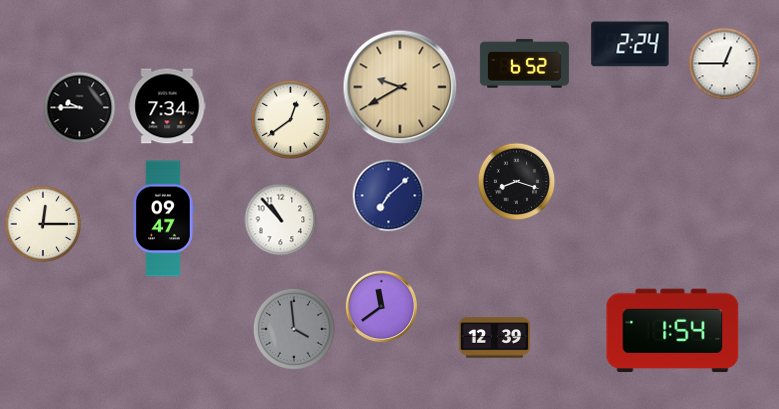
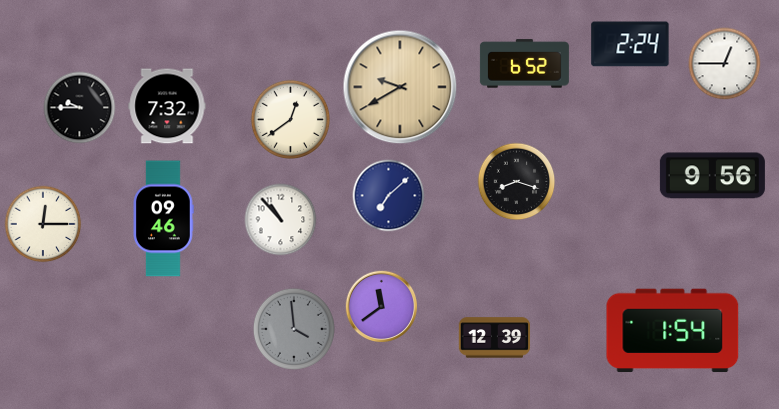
clock at (167, 106): 7:34 -> 7:32
clock at (712, 176): none -> 9:56
clock at (163, 219): 09:47 -> 09:46
